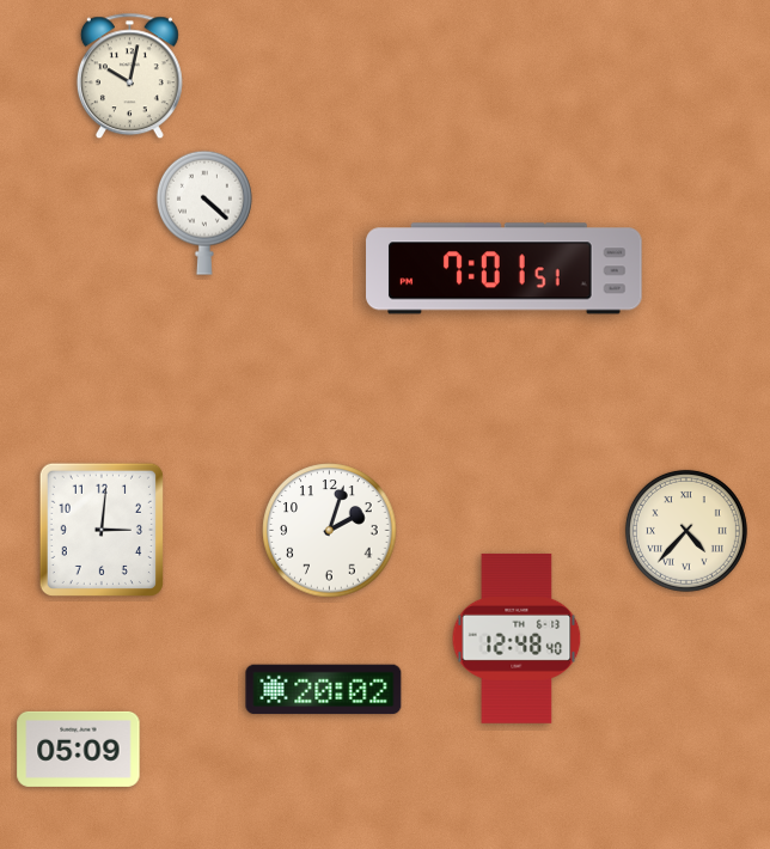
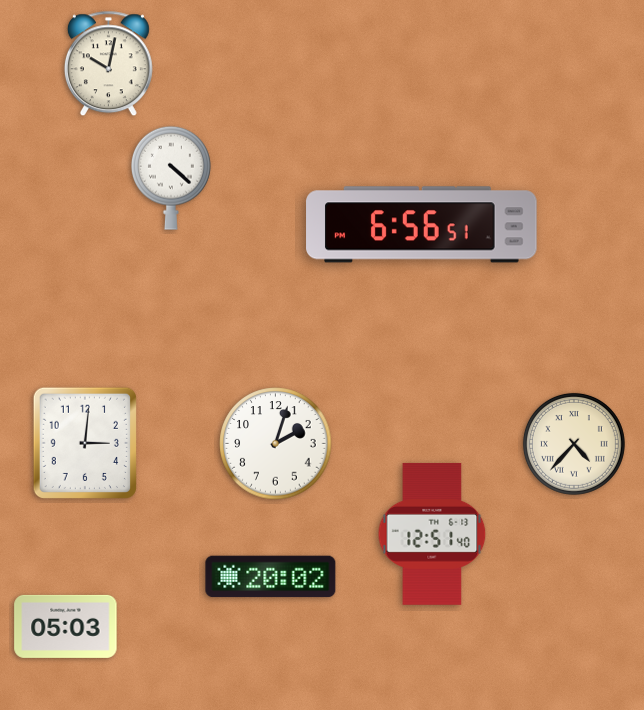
clock at (505, 269): 7:01 -> 6:56
clock at (517, 639): 12:48 -> 12:51
clock at (79, 749): 05:09 -> 05:03
